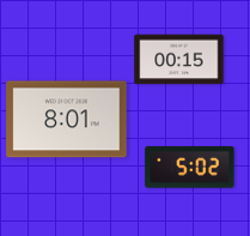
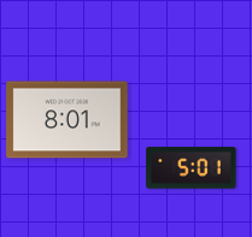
clock at (179, 60): 00:15 -> none
clock at (190, 168): 5:02 -> 5:01
